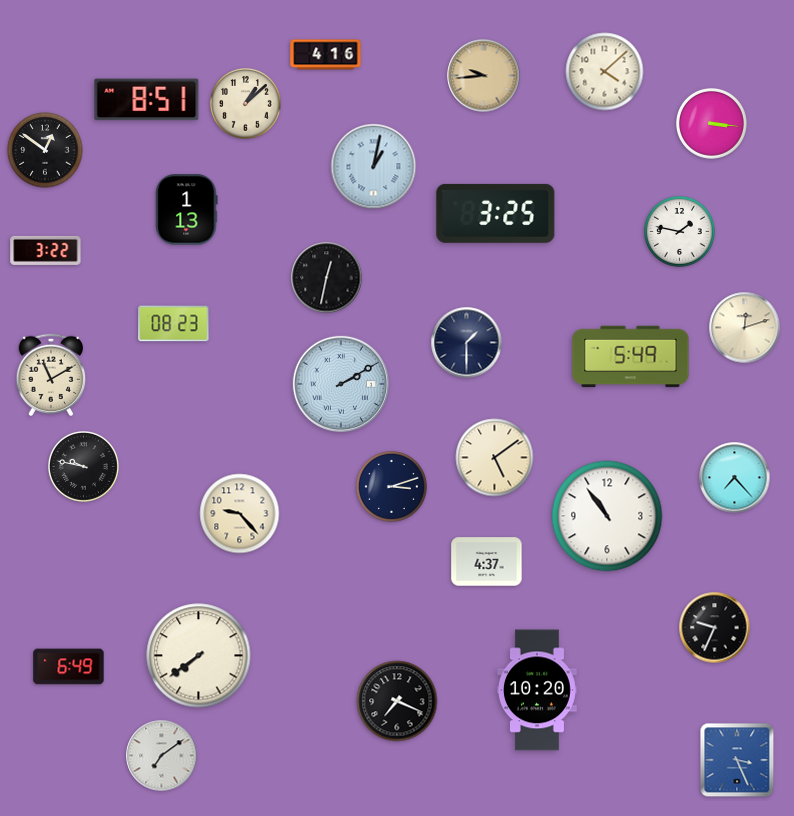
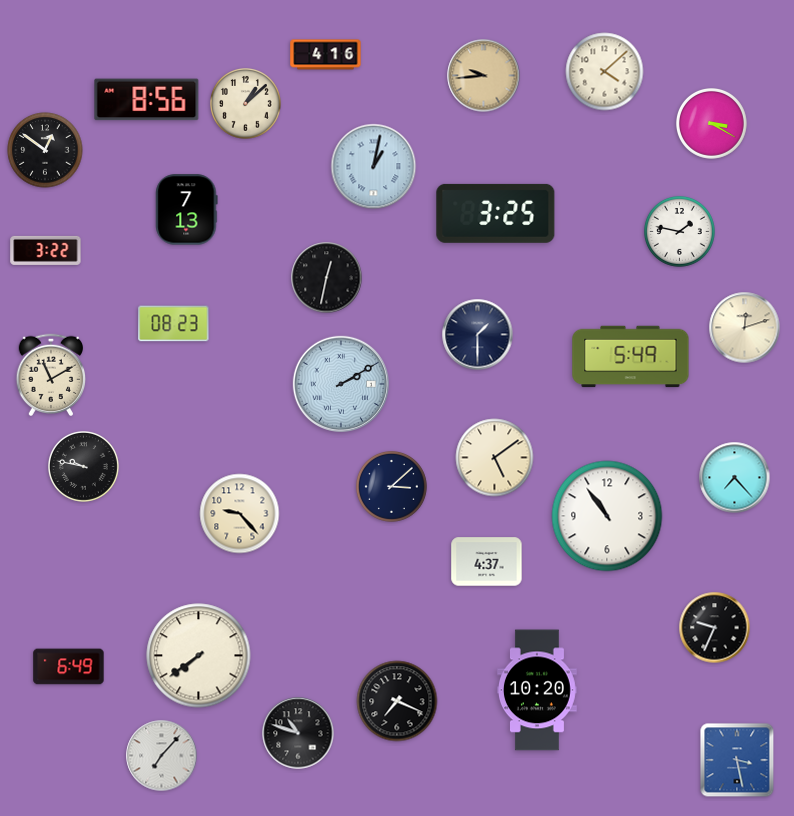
clock at (147, 100): 8:51 -> 8:56
clock at (712, 124): 3:16 -> 3:20
clock at (187, 210): 1:13 -> 7:13
clock at (467, 343) position: (467, 343) -> (478, 335)
clock at (392, 487): 3:12 -> 3:08
clock at (298, 733): none -> 10:48
clock at (162, 756): 7:09 -> 7:07
clock at (737, 760): 3:26 -> 3:28
